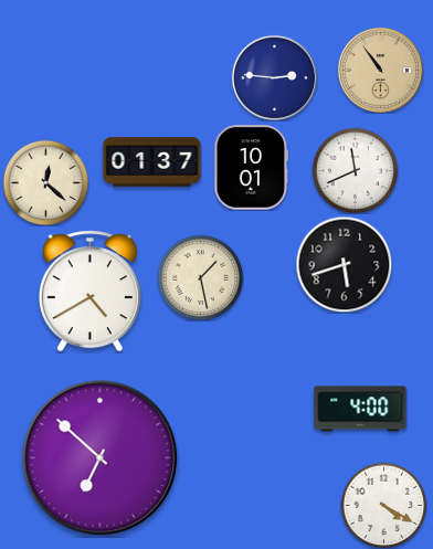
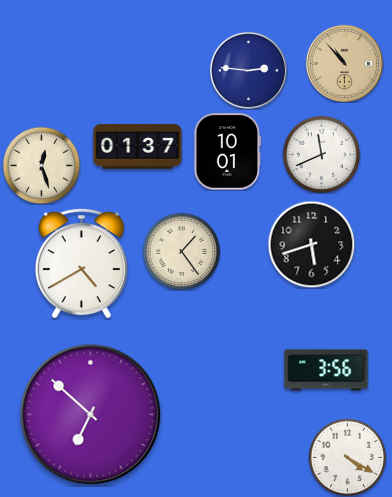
clock at (380, 70): 10:54 -> 10:53
clock at (45, 182): 12:22 -> 12:27
clock at (344, 264) position: (344, 264) -> (311, 244)
clock at (200, 277): 1:28 -> 1:24
clock at (360, 409): 4:00 -> 3:56
